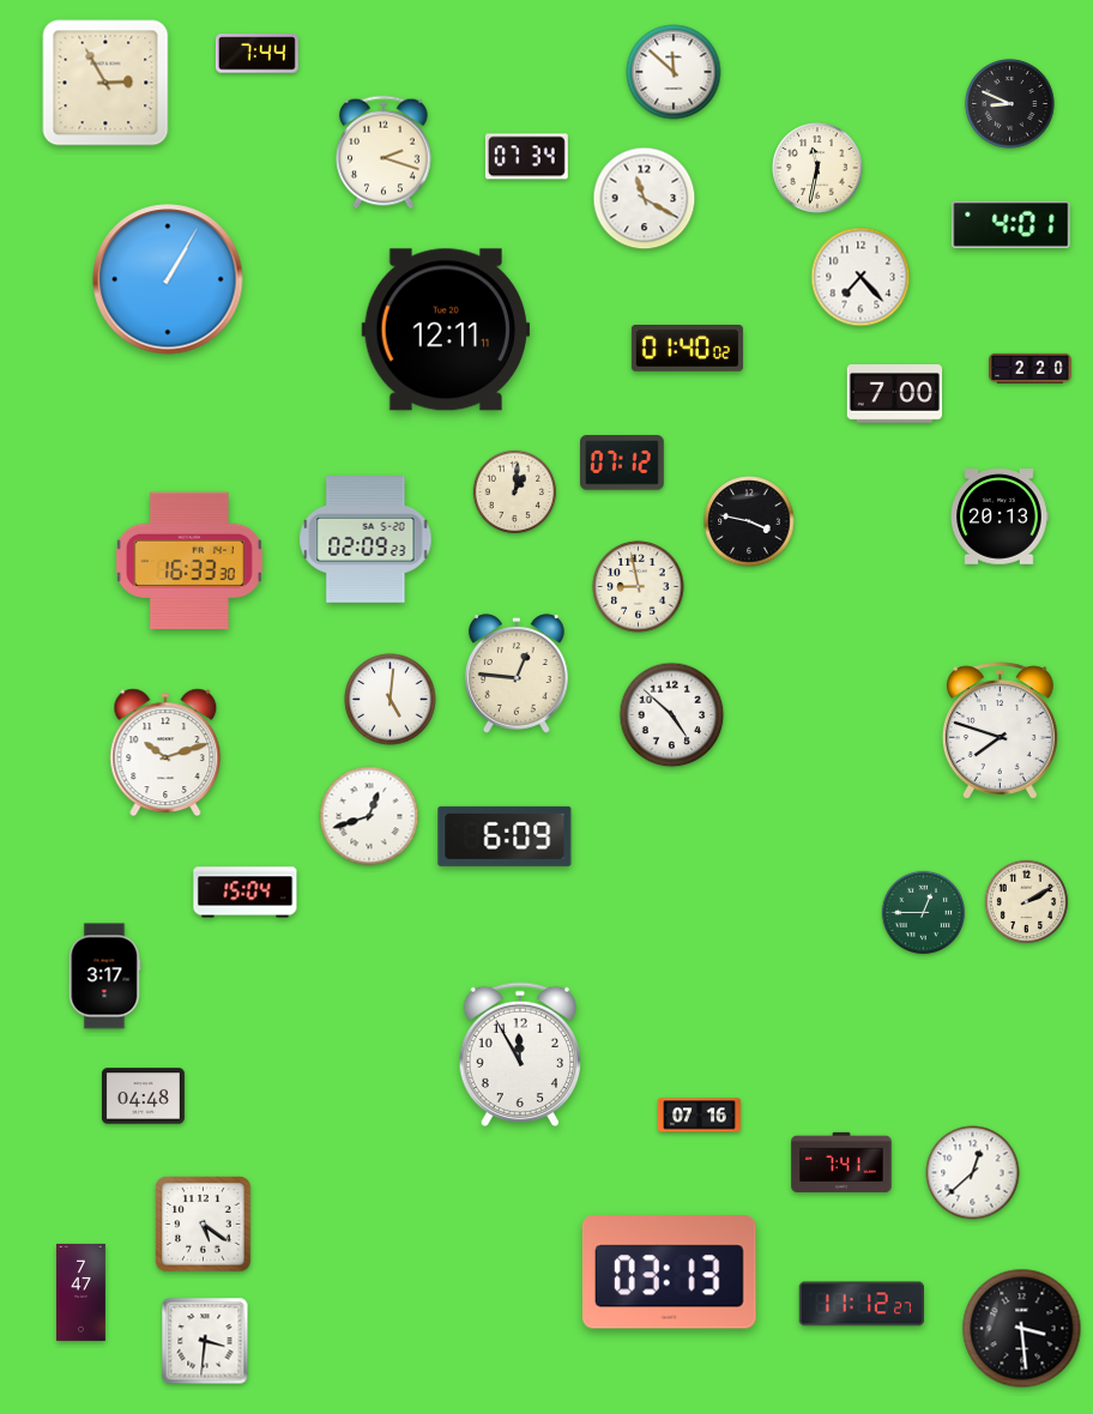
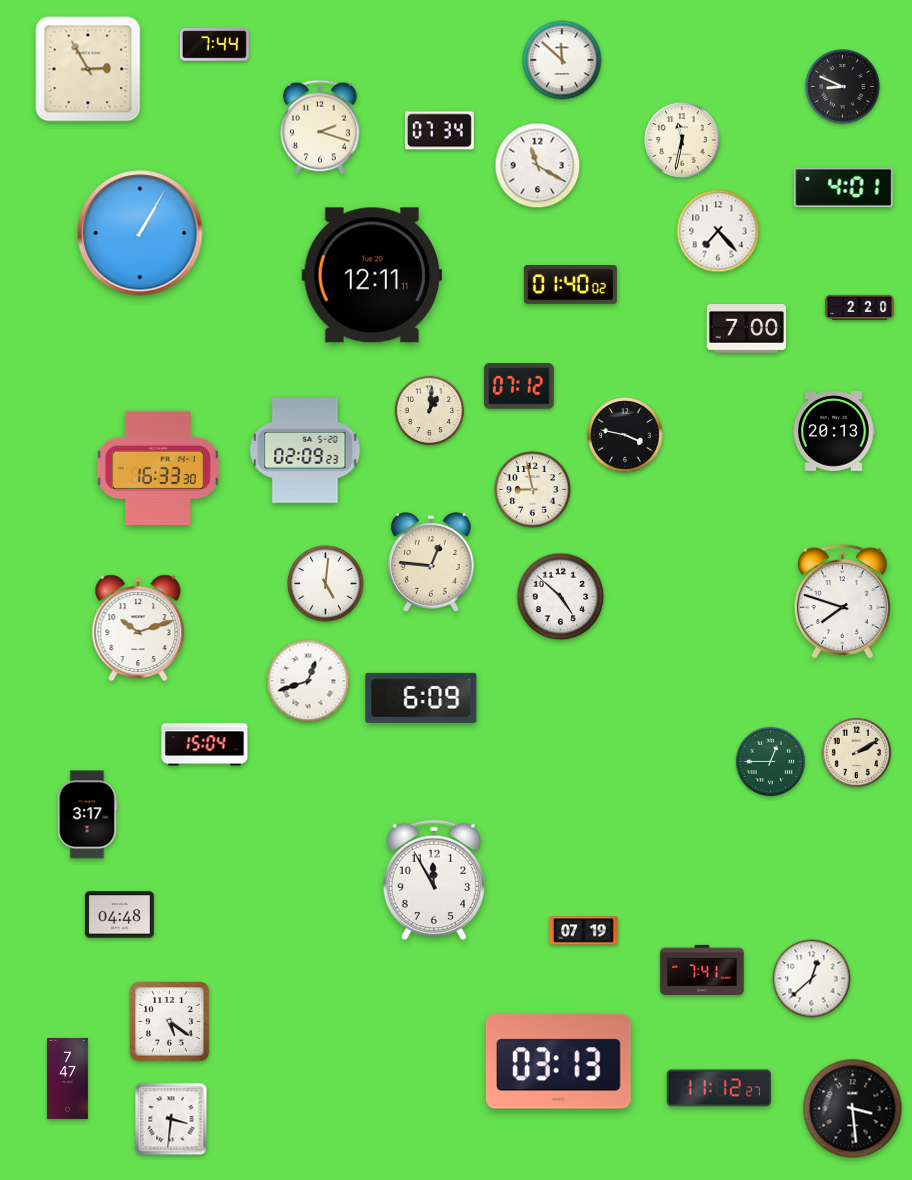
clock at (687, 349) position: (687, 349) -> (570, 285)
clock at (1000, 731) position: (1000, 731) -> (842, 602)
clock at (699, 1116): 07:16 -> 07:19
